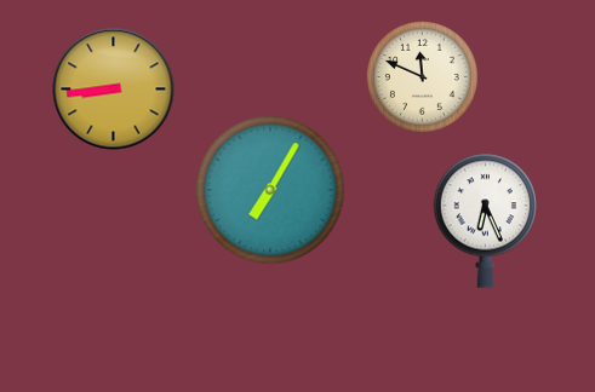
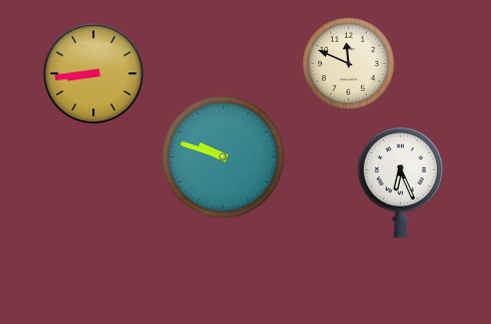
clock at (270, 190): 7:05 -> 9:48
